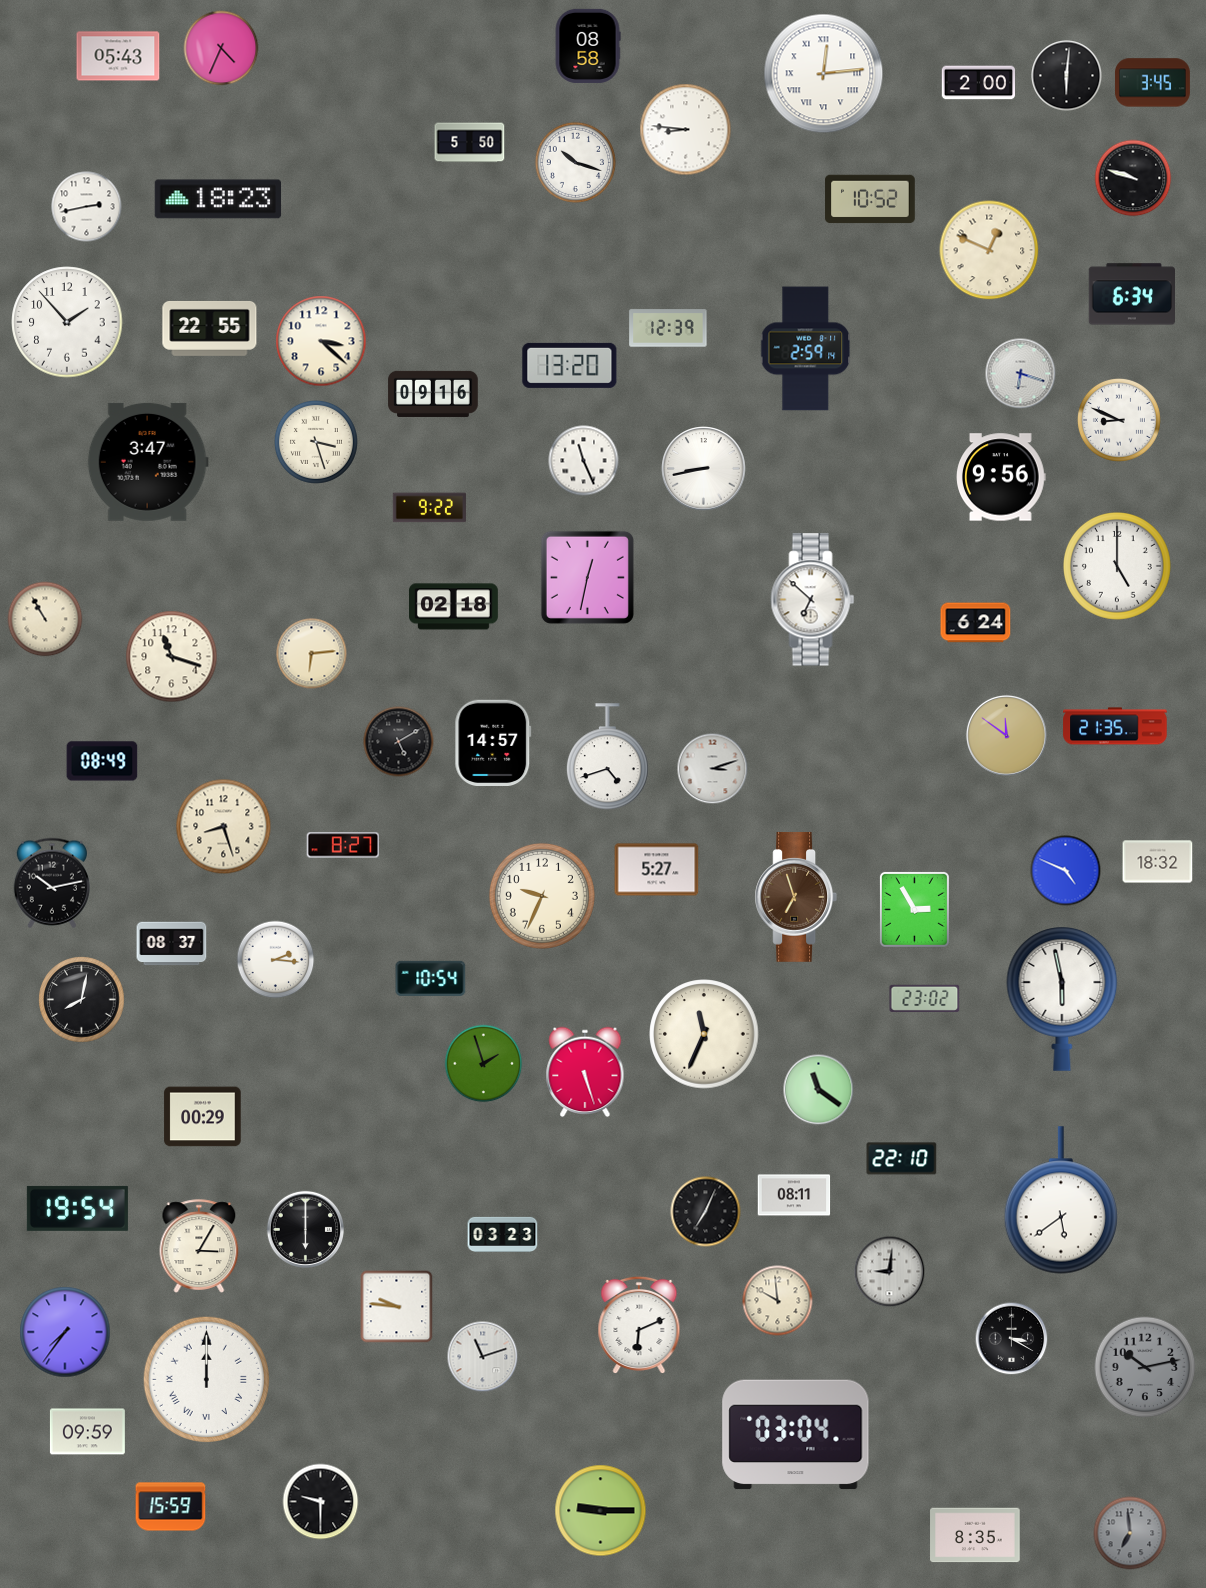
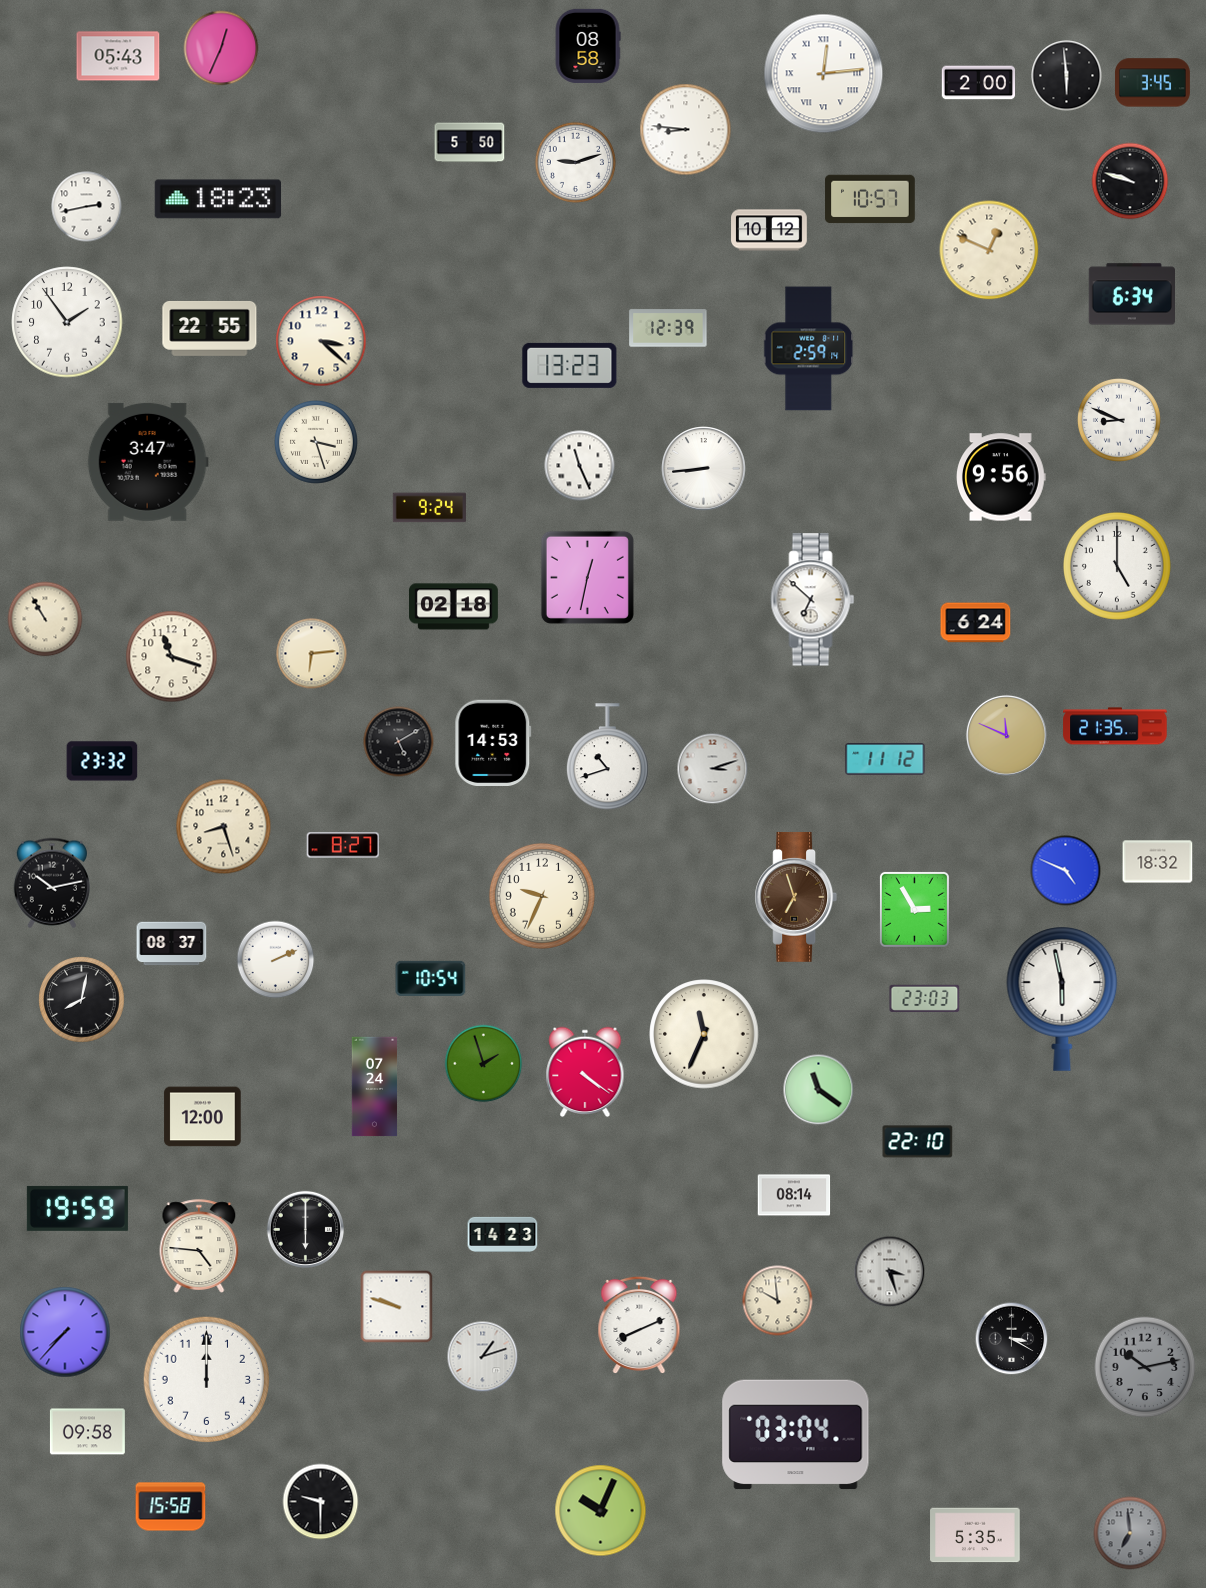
clock at (221, 48): 4:34 -> 12:34
clock at (1067, 76): 6:01 -> 5:59
clock at (575, 162): 10:18 -> 9:12
clock at (1133, 178) position: (1133, 178) -> (1130, 181)
clock at (870, 199): 10:52 -> 10:57
clock at (769, 230): none -> 10:12
clock at (67, 322): 1:53 -> 1:54
clock at (806, 349) position: (806, 349) -> (809, 349)
clock at (570, 365): 13:20 -> 13:23
clock at (1021, 374): 6:18 -> none
clock at (433, 394): 09:16 -> none
clock at (584, 461) position: (584, 461) -> (580, 466)
clock at (704, 469): 8:43 -> 8:44
clock at (429, 508): 9:22 -> 9:24
clock at (1006, 735): 11:51 -> 11:49
clock at (493, 742): 14:57 -> 14:53
clock at (607, 757): 4:42 -> 10:42
clock at (885, 760): none -> 11:12
clock at (102, 761): 08:49 -> 23:32
clock at (657, 870): 5:27 -> none
clock at (276, 960): 2:16 -> 2:11
clock at (925, 998): 23:02 -> 23:03
clock at (585, 1072): 5:27 -> 4:21
clock at (375, 1087): none -> 07:24
clock at (203, 1117): 00:29 -> 12:00
clock at (902, 1159) position: (902, 1159) -> (918, 1142)
clock at (794, 1195): 08:11 -> 08:14
clock at (1060, 1200): 5:39 -> none
clock at (77, 1208): 19:54 -> 19:59
clock at (706, 1212): 7:04 -> none
clock at (503, 1234): 03:23 -> 14:23
clock at (199, 1246): 3:05 -> 4:46
clock at (890, 1272): 9:01 -> 3:27
clock at (397, 1307): 9:46 -> 9:48
clock at (639, 1325): 6:11 -> 8:11
clock at (65, 1332): 7:36 -> 7:37
clock at (483, 1357): 11:12 -> 1:12
clock at (206, 1379) numerals: Roman -> Arabic
clock at (87, 1432): 09:59 -> 09:58
clock at (171, 1507): 15:59 -> 15:58
clock at (601, 1511): 9:15 -> 10:04
clock at (975, 1535): 8:35 -> 5:35
